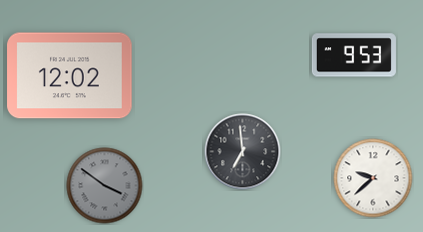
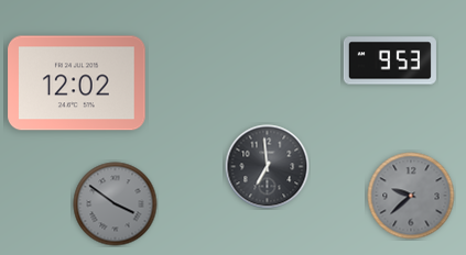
clock at (373, 178) dial: white -> grey
